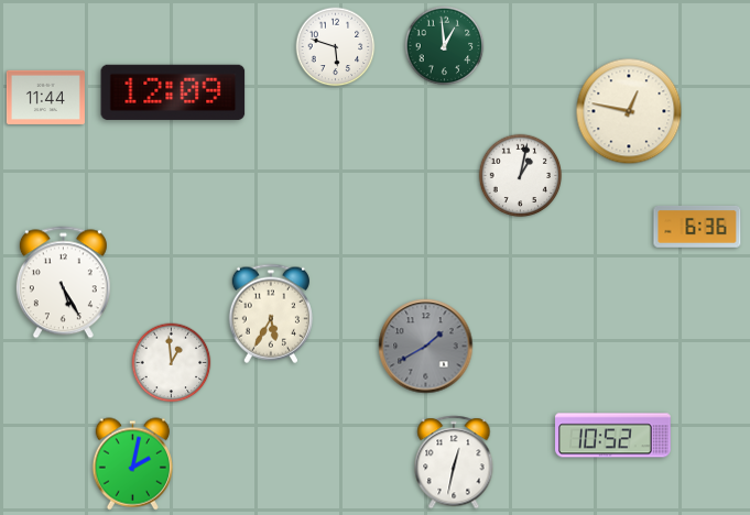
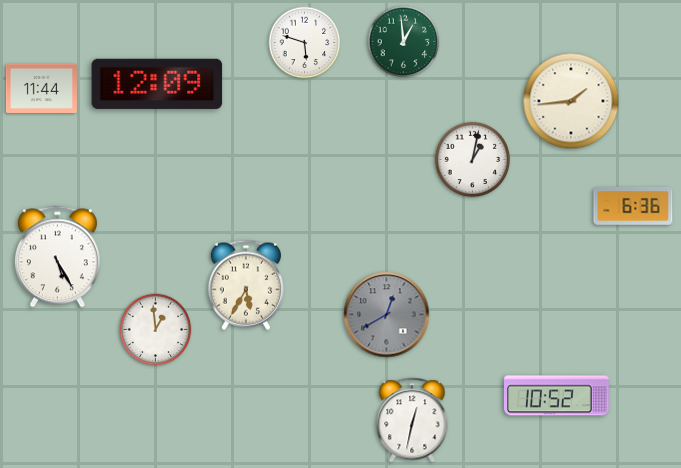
clock at (629, 111): 12:47 -> 1:44
clock at (426, 347): 1:40 -> 12:40
clock at (132, 464): 2:02 -> none
